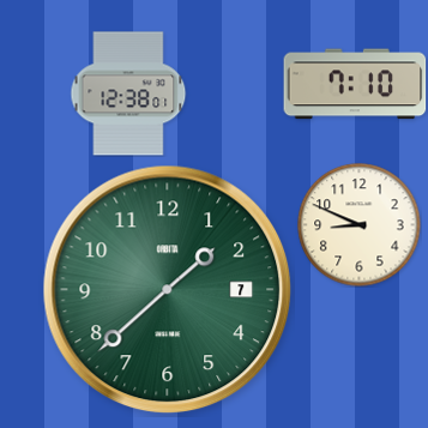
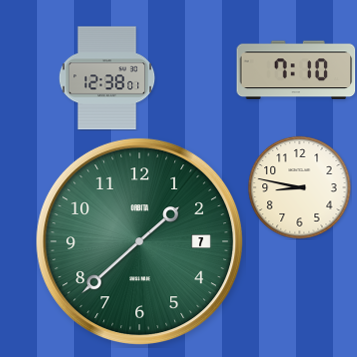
clock at (360, 225): 8:49 -> 8:47
